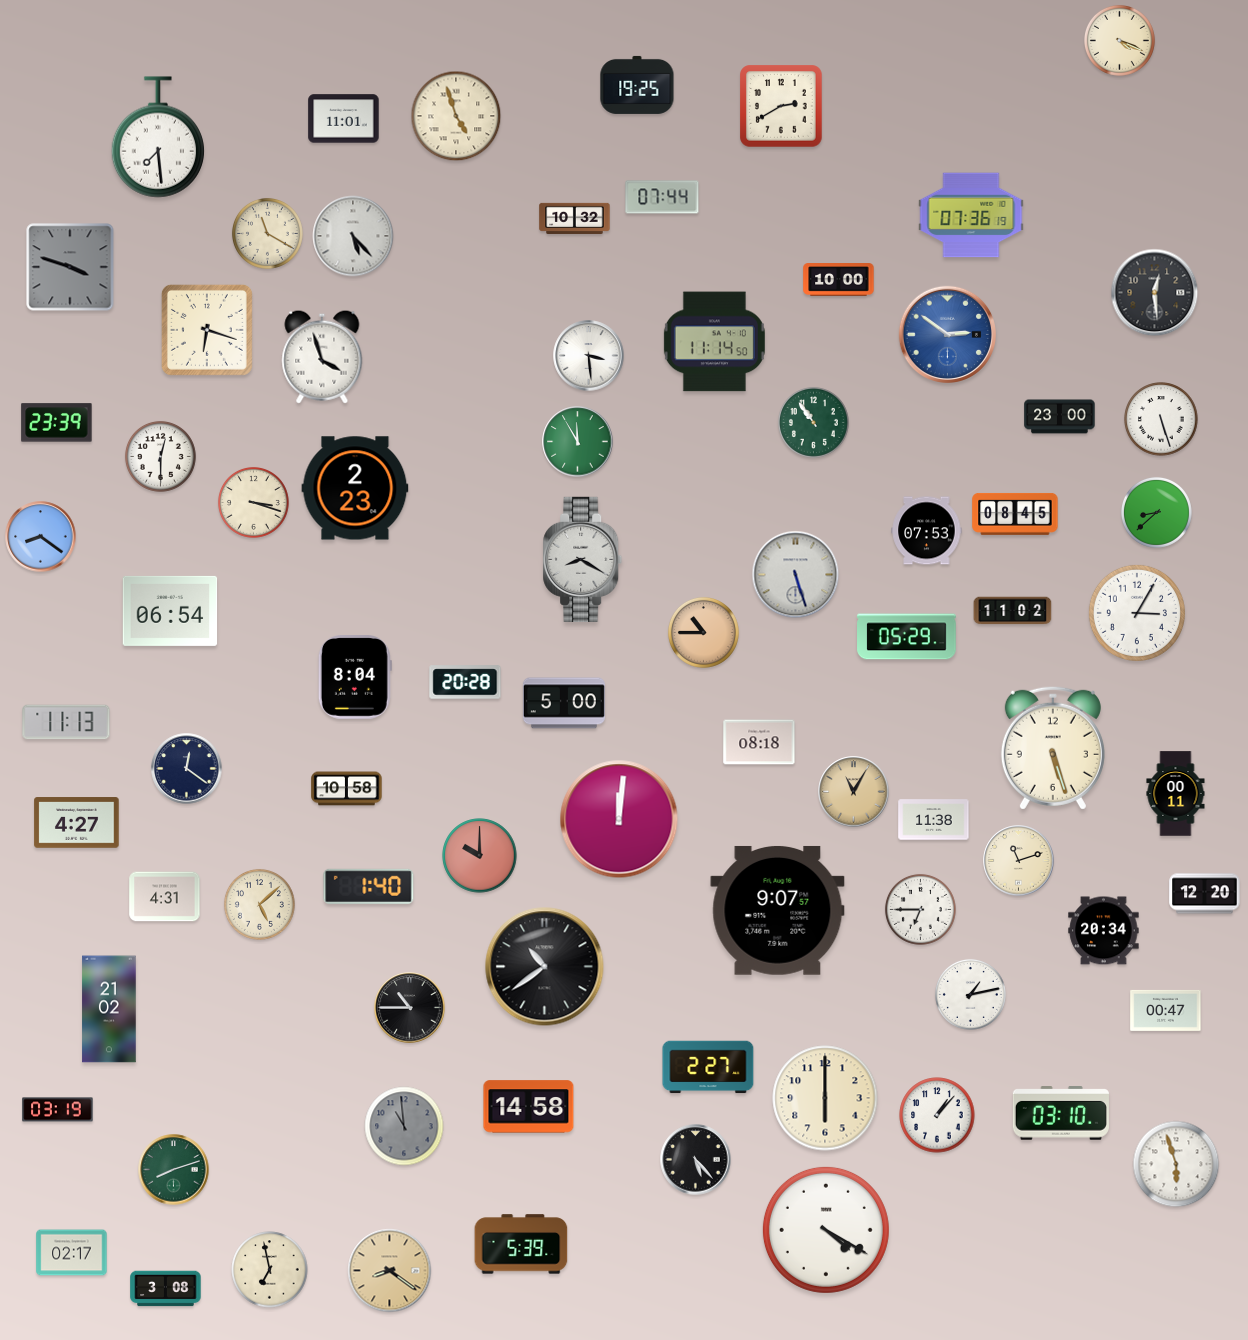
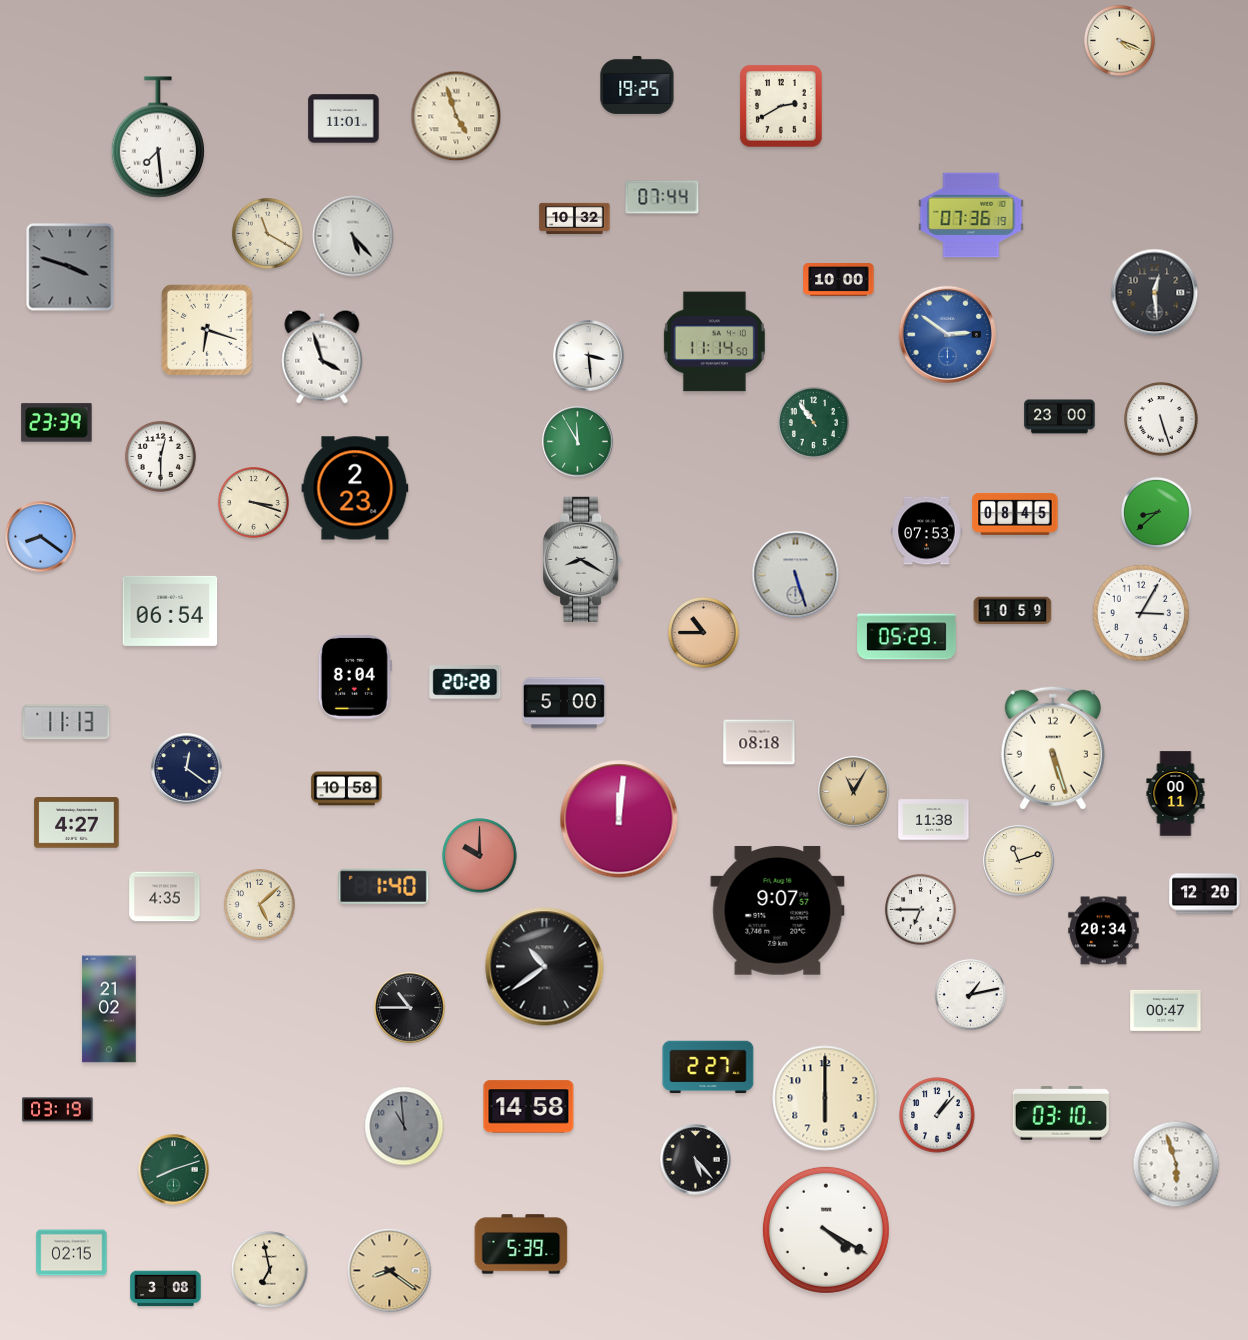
clock at (1013, 611): 11:02 -> 10:59
clock at (1137, 613) position: (1137, 613) -> (1141, 613)
clock at (369, 886) position: (369, 886) -> (384, 886)
clock at (165, 897): 4:31 -> 4:35
clock at (72, 1253): 02:17 -> 02:15
